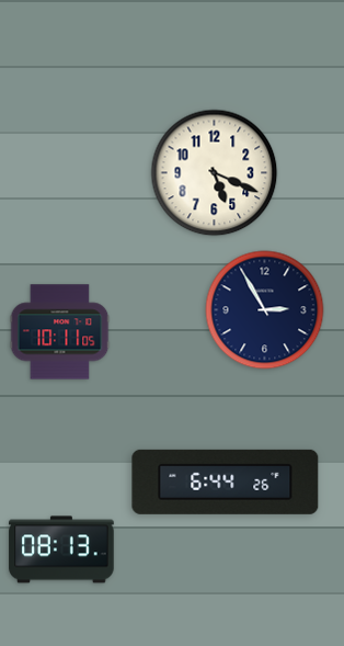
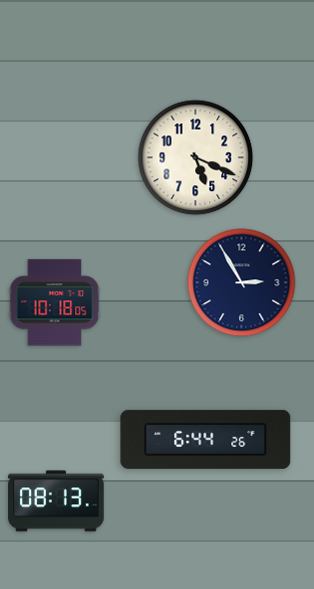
clock at (60, 332): 10:11 -> 10:18
